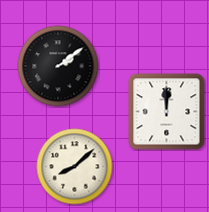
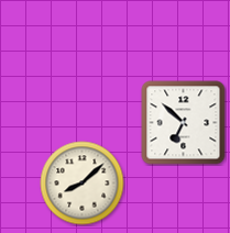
clock at (58, 66): 2:09 -> none
clock at (167, 112): 12:00 -> 6:52
